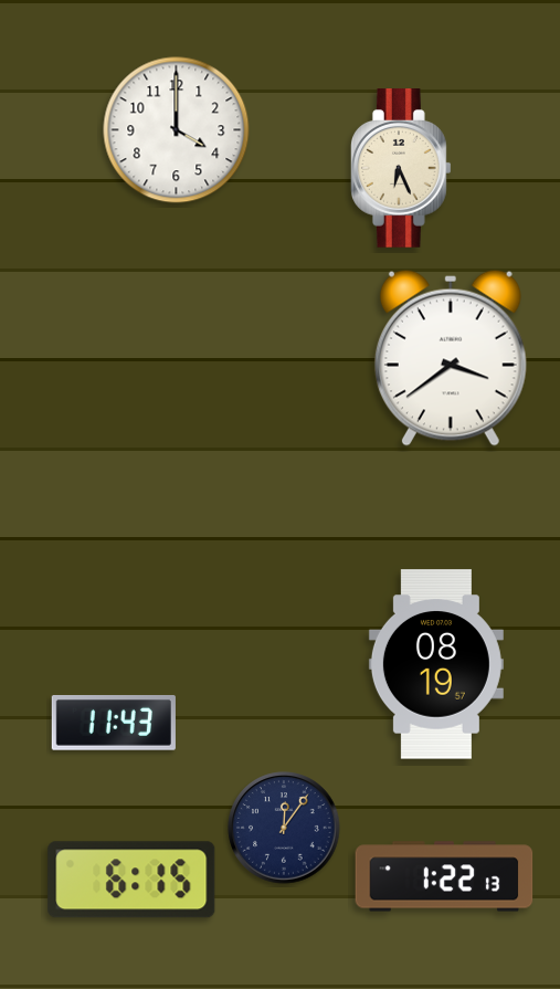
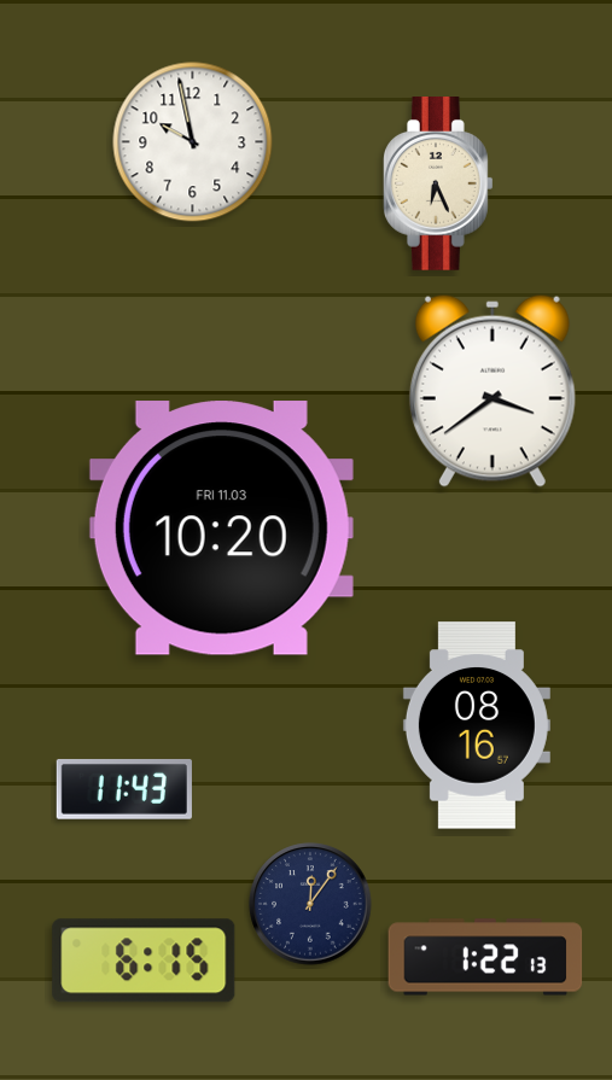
clock at (177, 130): 4:00 -> 9:58
clock at (221, 529): none -> 10:20
clock at (436, 664): 08:19 -> 08:16
